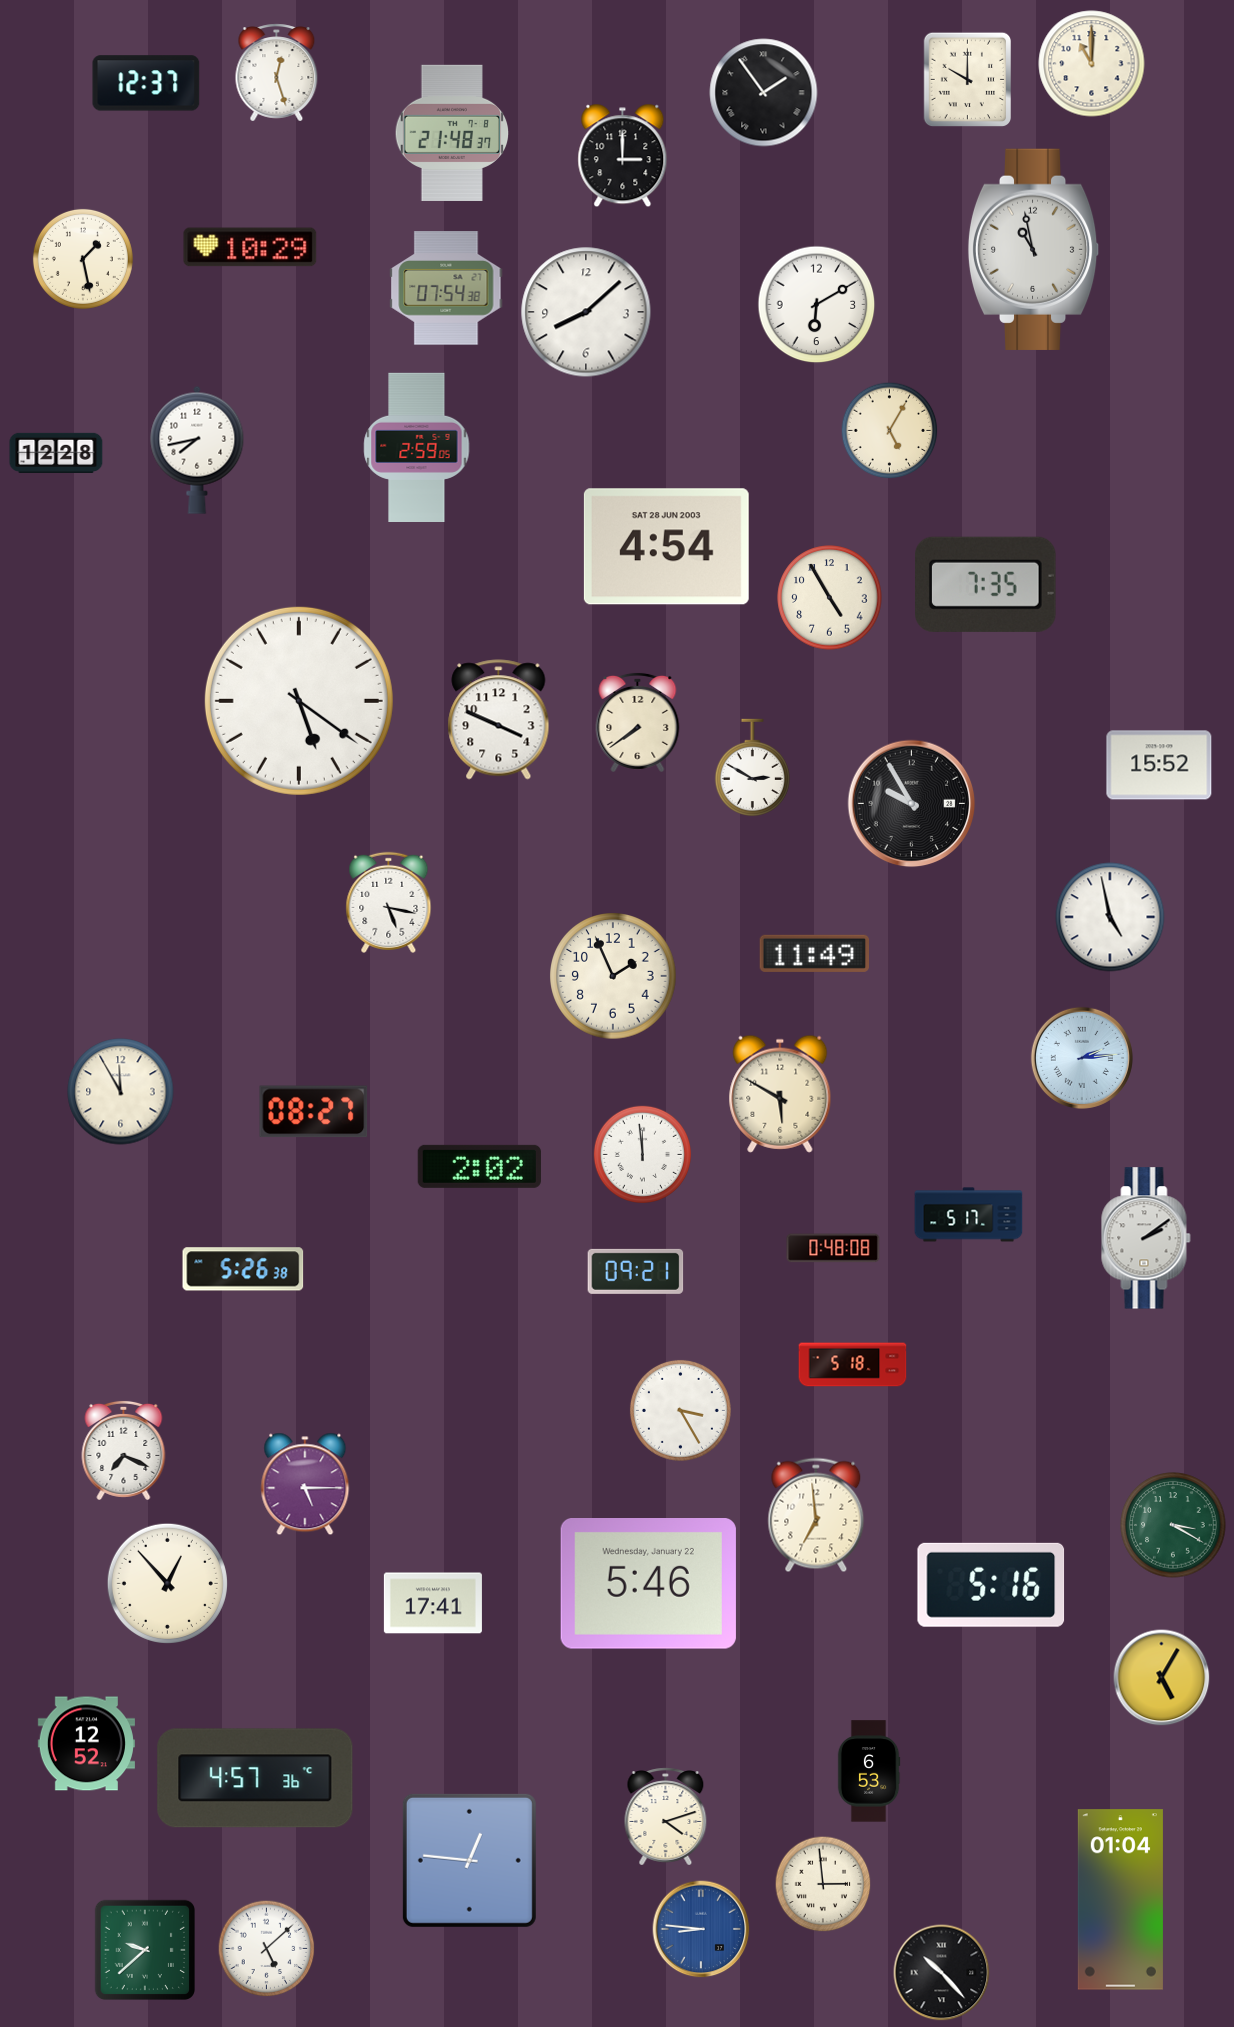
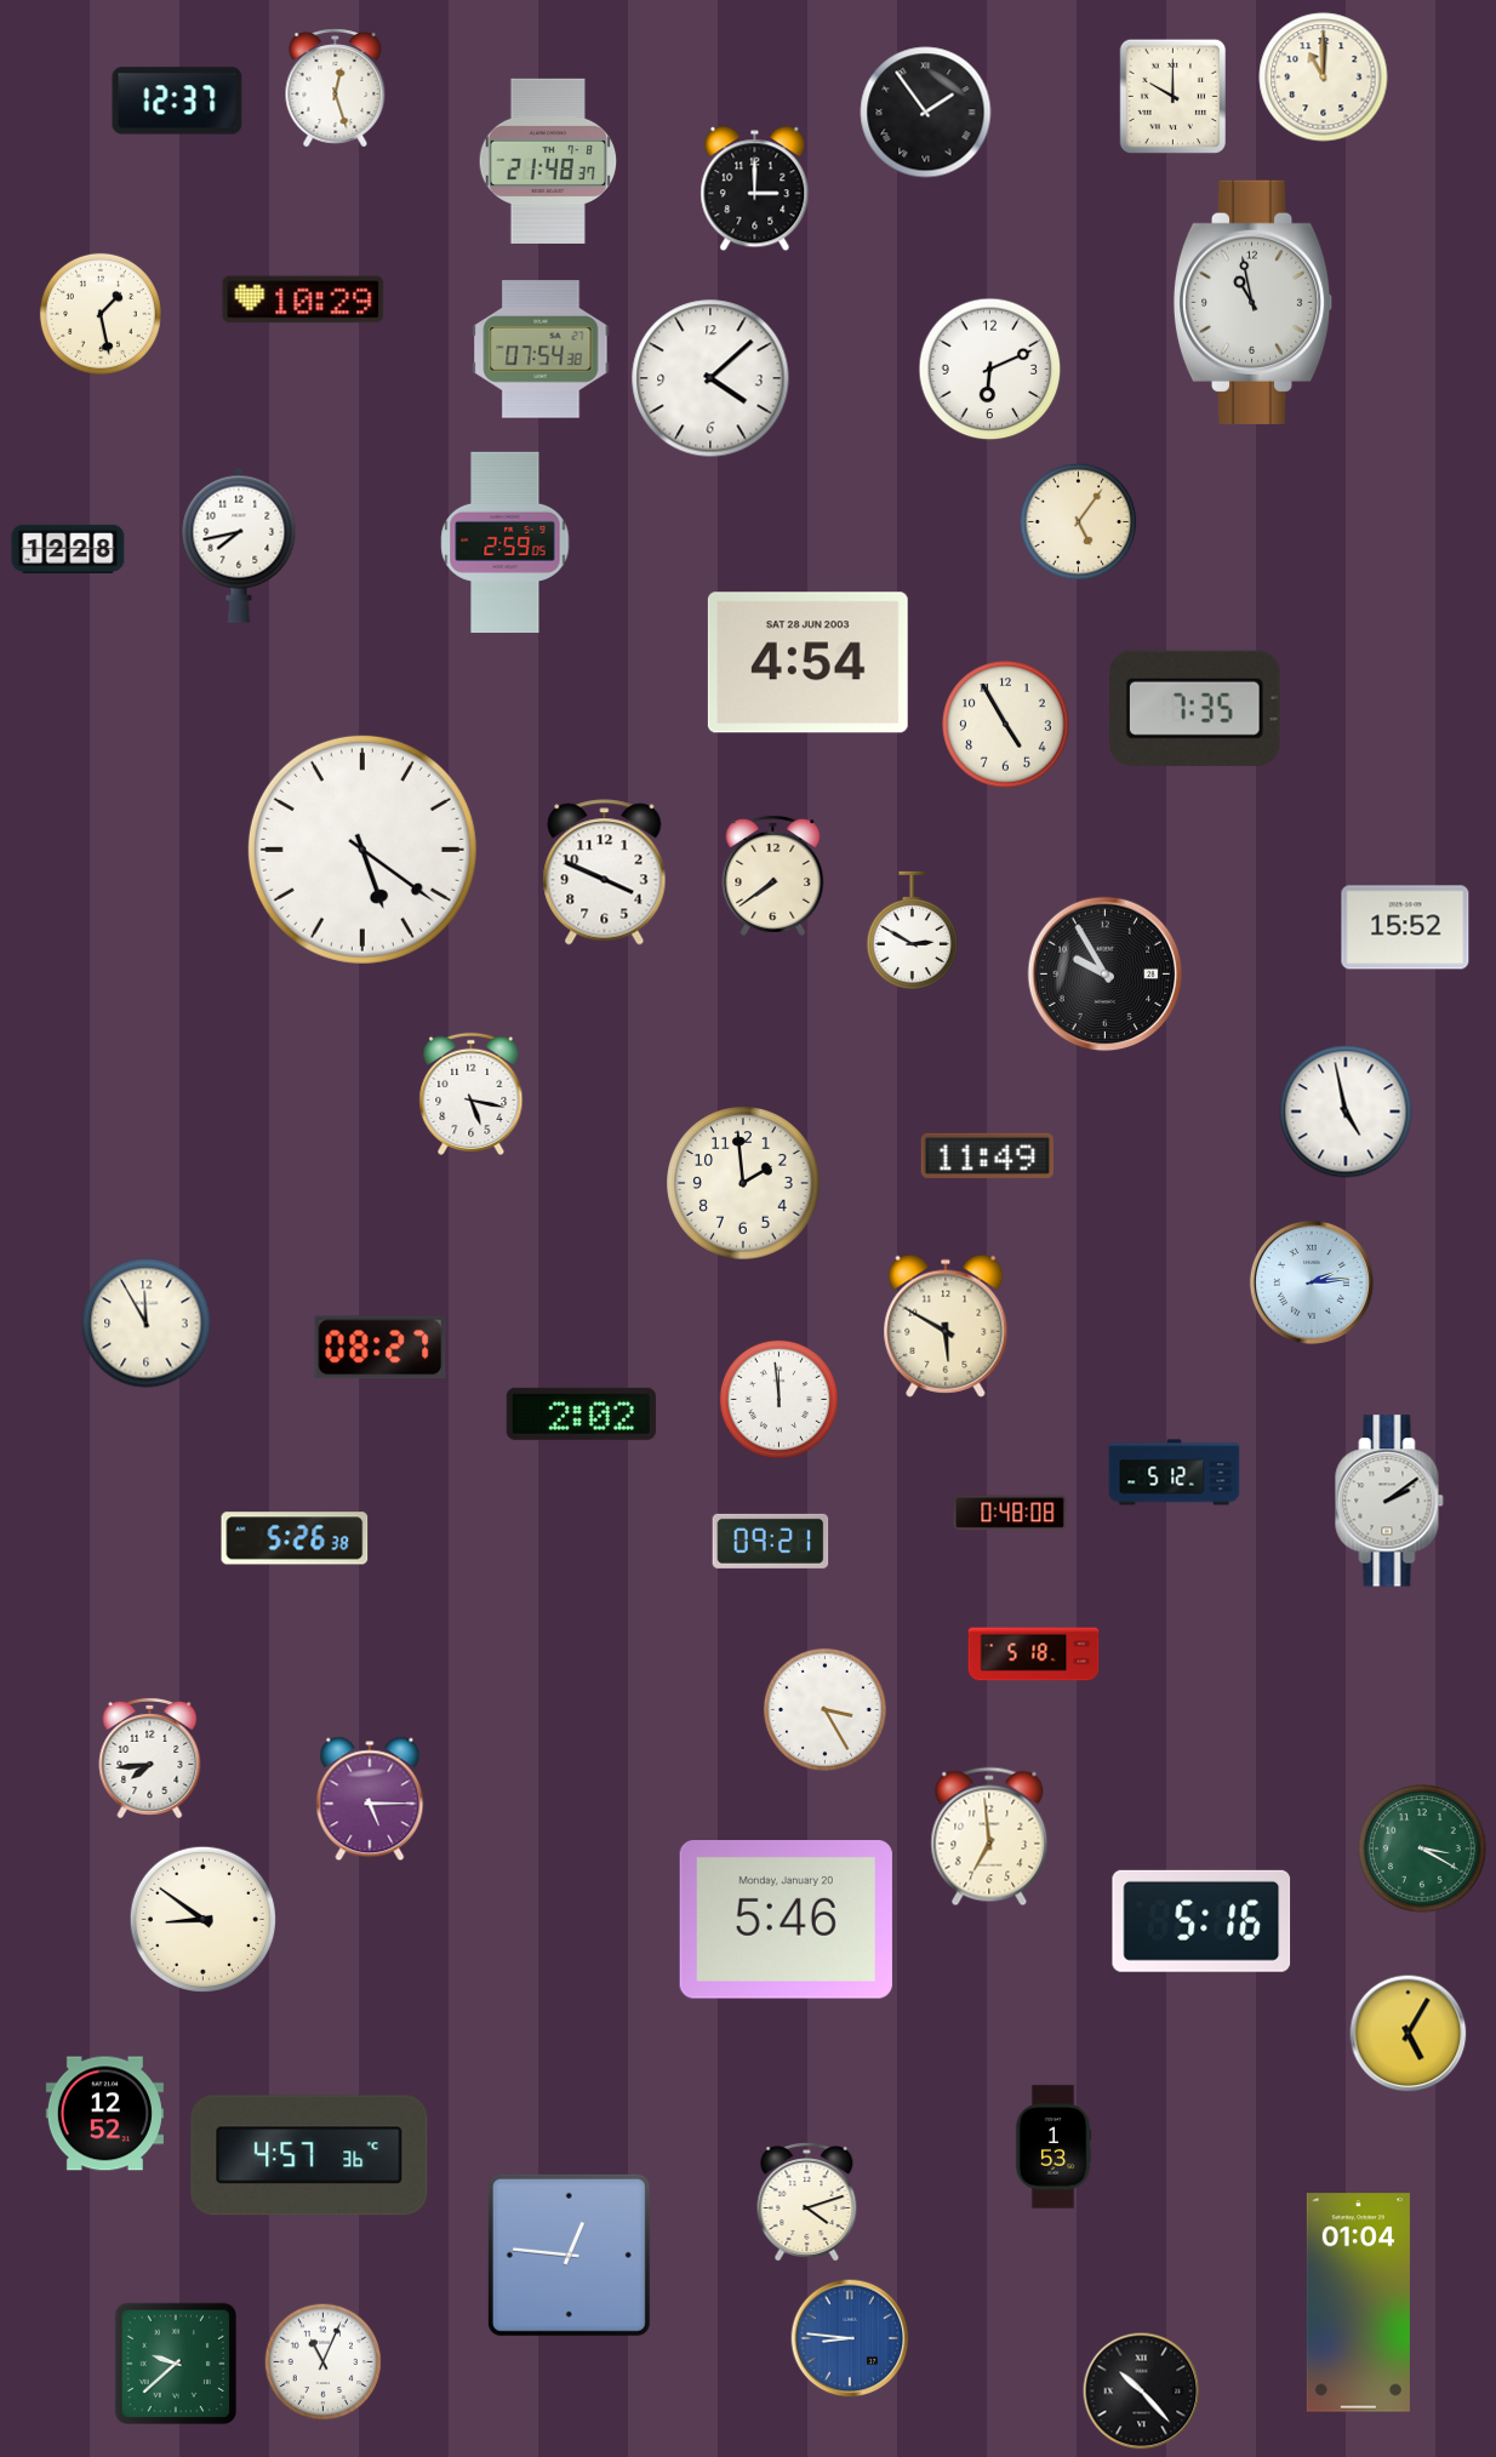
clock at (817, 305): 6:10 -> 6:11
clock at (586, 312): 8:08 -> 4:08
clock at (890, 431): 5:05 -> 5:06
clock at (613, 976): 1:56 -> 1:59
clock at (969, 1215): 5:17 -> 5:12
clock at (124, 1450): 7:19 -> 7:44
clock at (167, 1583): 12:53 -> 8:51
clock at (648, 1584) date: Wednesday, January 22 -> Monday, January 20
clock at (433, 1603): 17:41 -> none
clock at (869, 1771): 6:53 -> 1:53
clock at (823, 1884): 2:59 -> none
clock at (267, 1949): 5:08 -> 11:04
